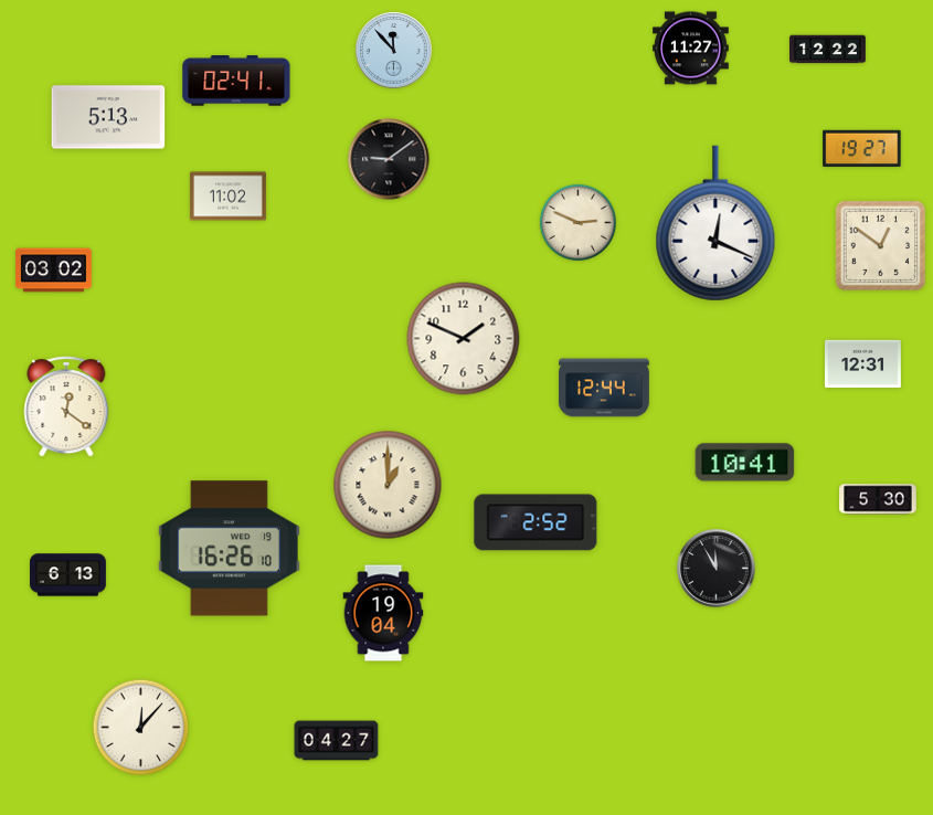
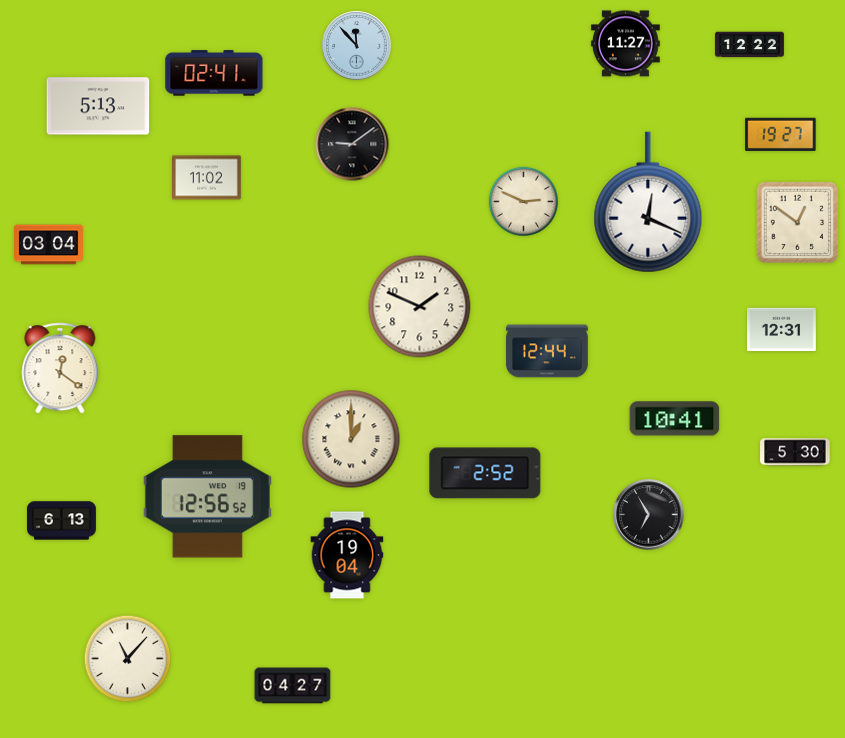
clock at (54, 271): 03:02 -> 03:04
clock at (229, 549): 16:26 -> 12:56
clock at (717, 569): 11:55 -> 6:55
clock at (141, 728): 12:07 -> 11:07
clock at (337, 741) position: (337, 741) -> (293, 686)
